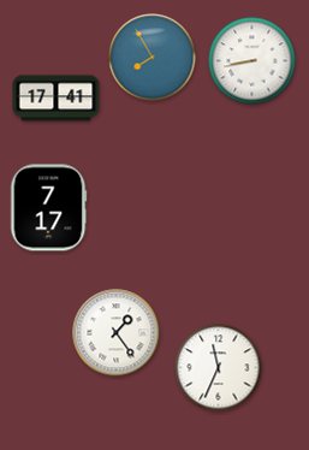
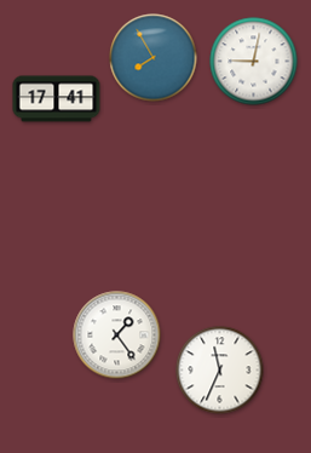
clock at (252, 61): 8:43 -> 9:02
clock at (48, 208): 7:17 -> none
